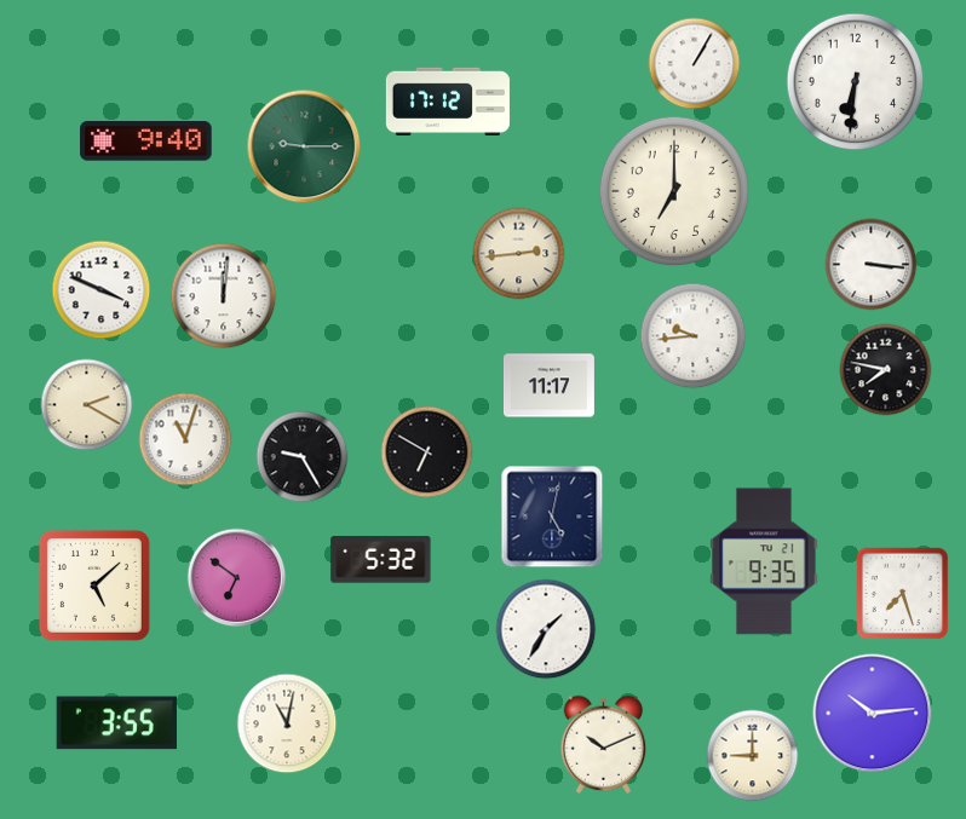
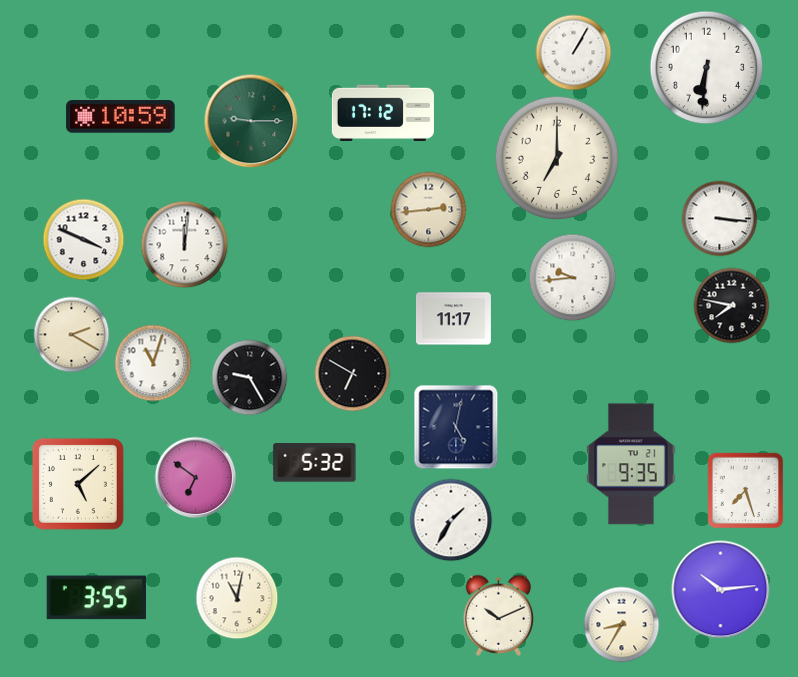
clock at (448, 102) position: (448, 102) -> (383, 113)
clock at (146, 142): 9:40 -> 10:59
clock at (753, 756): 9:00 -> 8:35
